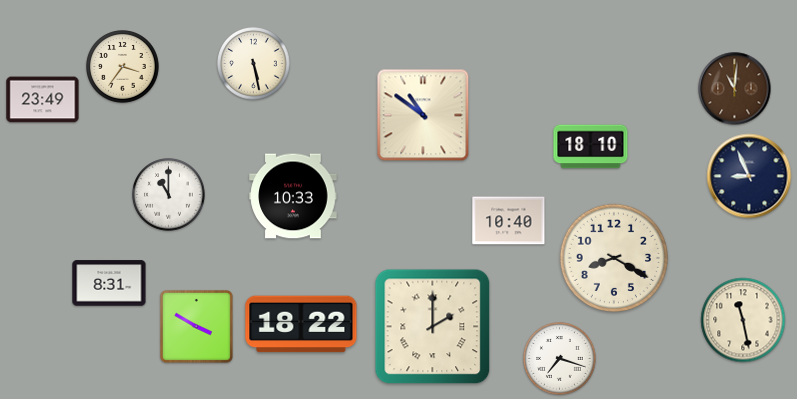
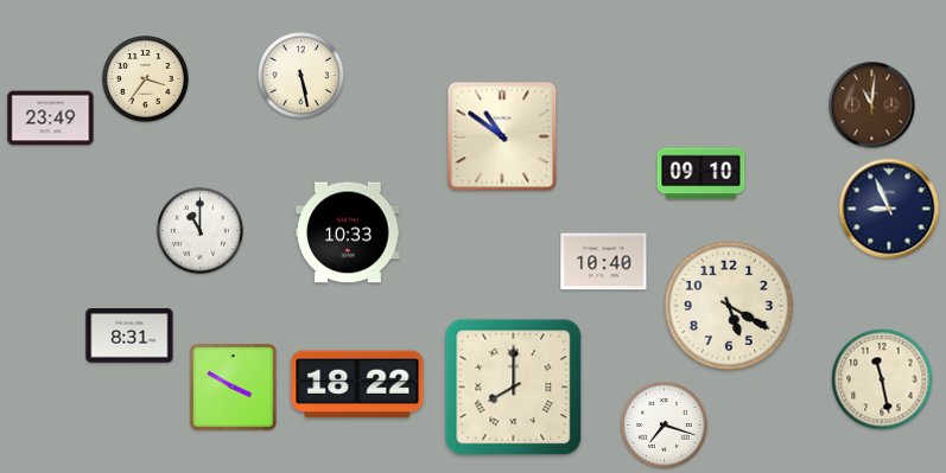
clock at (591, 147): 18:10 -> 09:10
clock at (613, 257): 8:20 -> 5:20
clock at (433, 327): 2:00 -> 8:00
